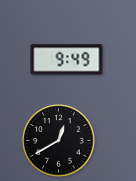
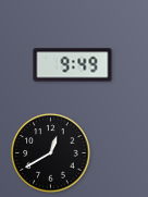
clock at (59, 141) position: (59, 141) -> (51, 153)
